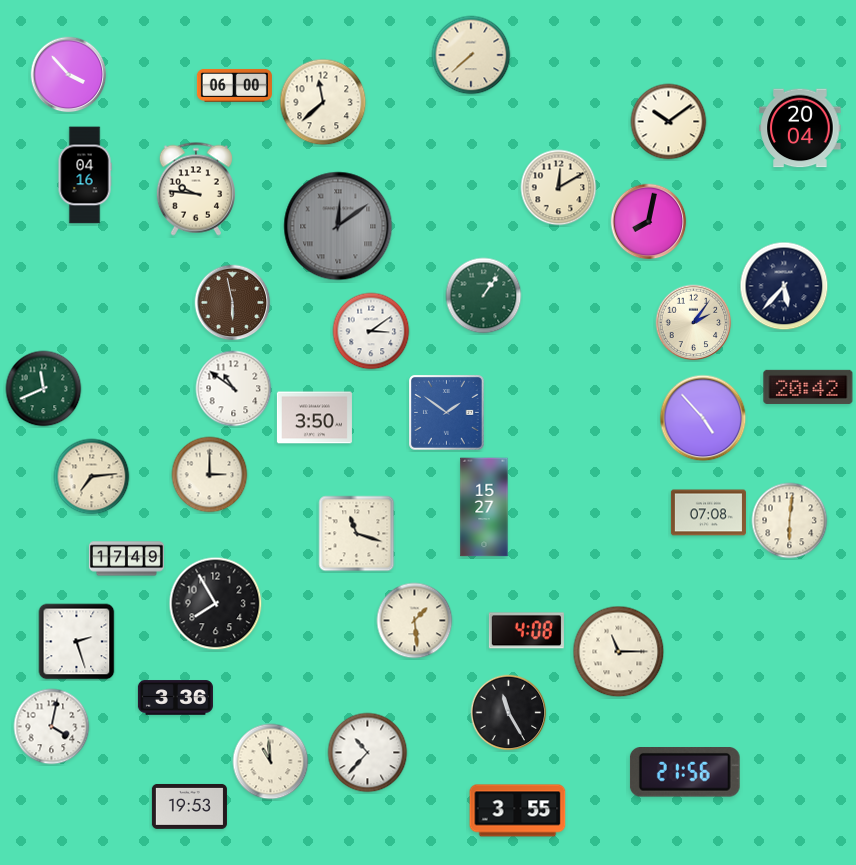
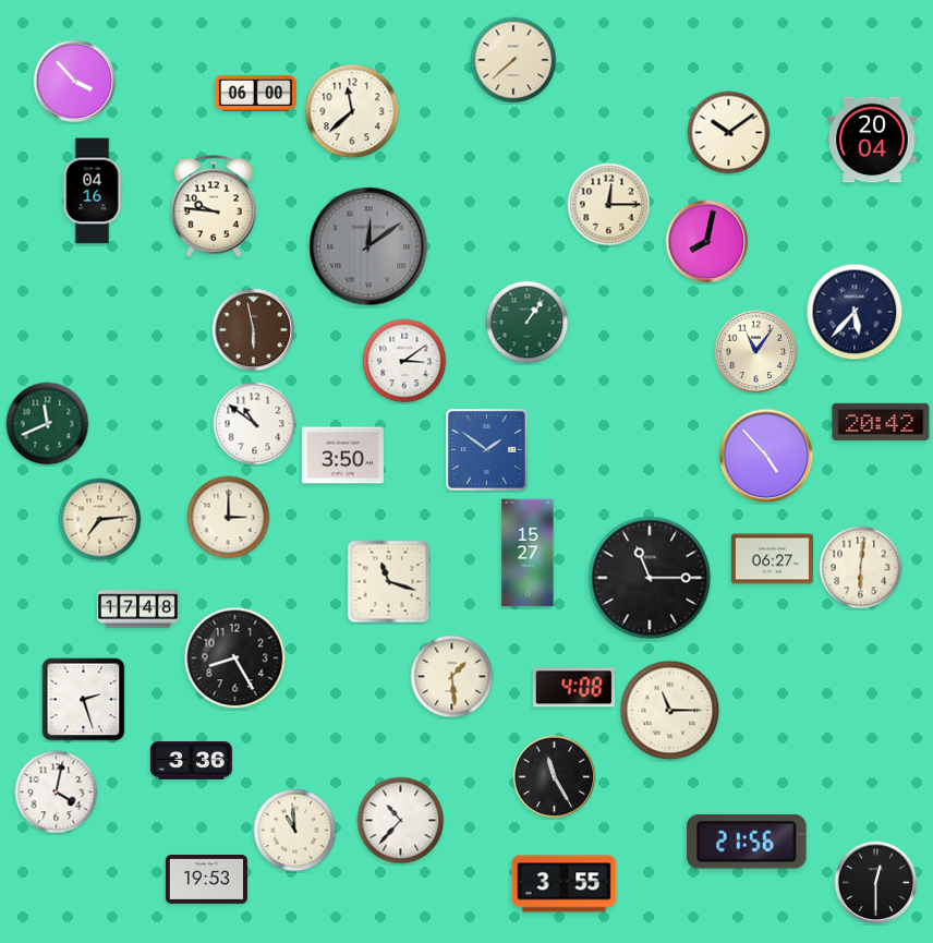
clock at (559, 188): 12:10 -> 12:15
clock at (694, 323): 2:06 -> 11:06
clock at (708, 513): 07:08 -> 06:27
clock at (650, 578): none -> 11:15
clock at (126, 559): 17:49 -> 17:48
clock at (216, 604): 7:55 -> 8:25
clock at (619, 652) position: (619, 652) -> (670, 711)
clock at (876, 883): none -> 12:30
